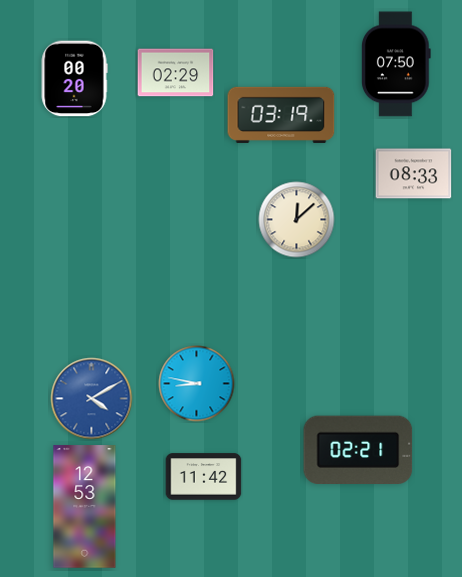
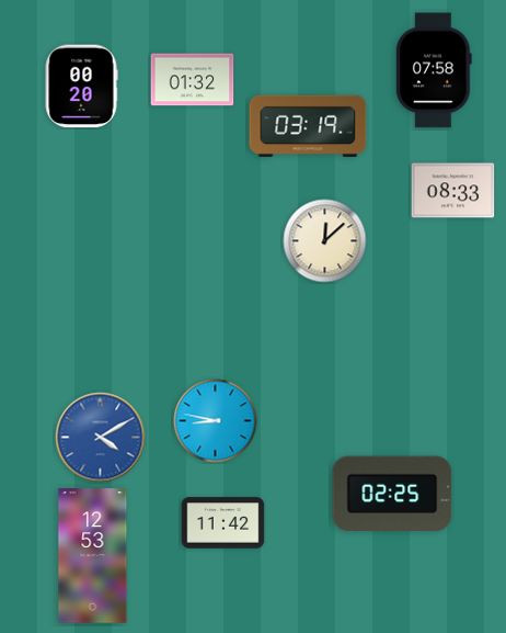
clock at (396, 64): 07:50 -> 07:58
clock at (176, 73): 02:29 -> 01:32
clock at (358, 449): 02:21 -> 02:25
